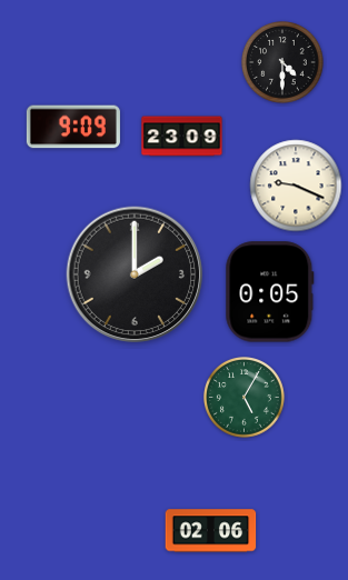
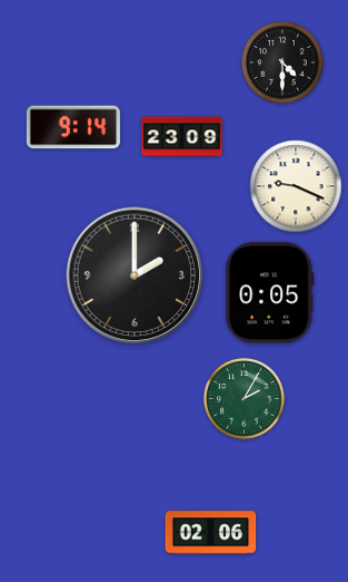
clock at (73, 127): 9:09 -> 9:14
clock at (245, 398): 5:05 -> 2:05
